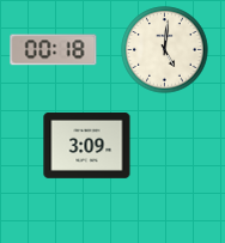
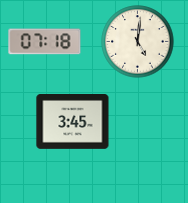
clock at (54, 50): 00:18 -> 07:18
clock at (87, 146): 3:09 -> 3:45
